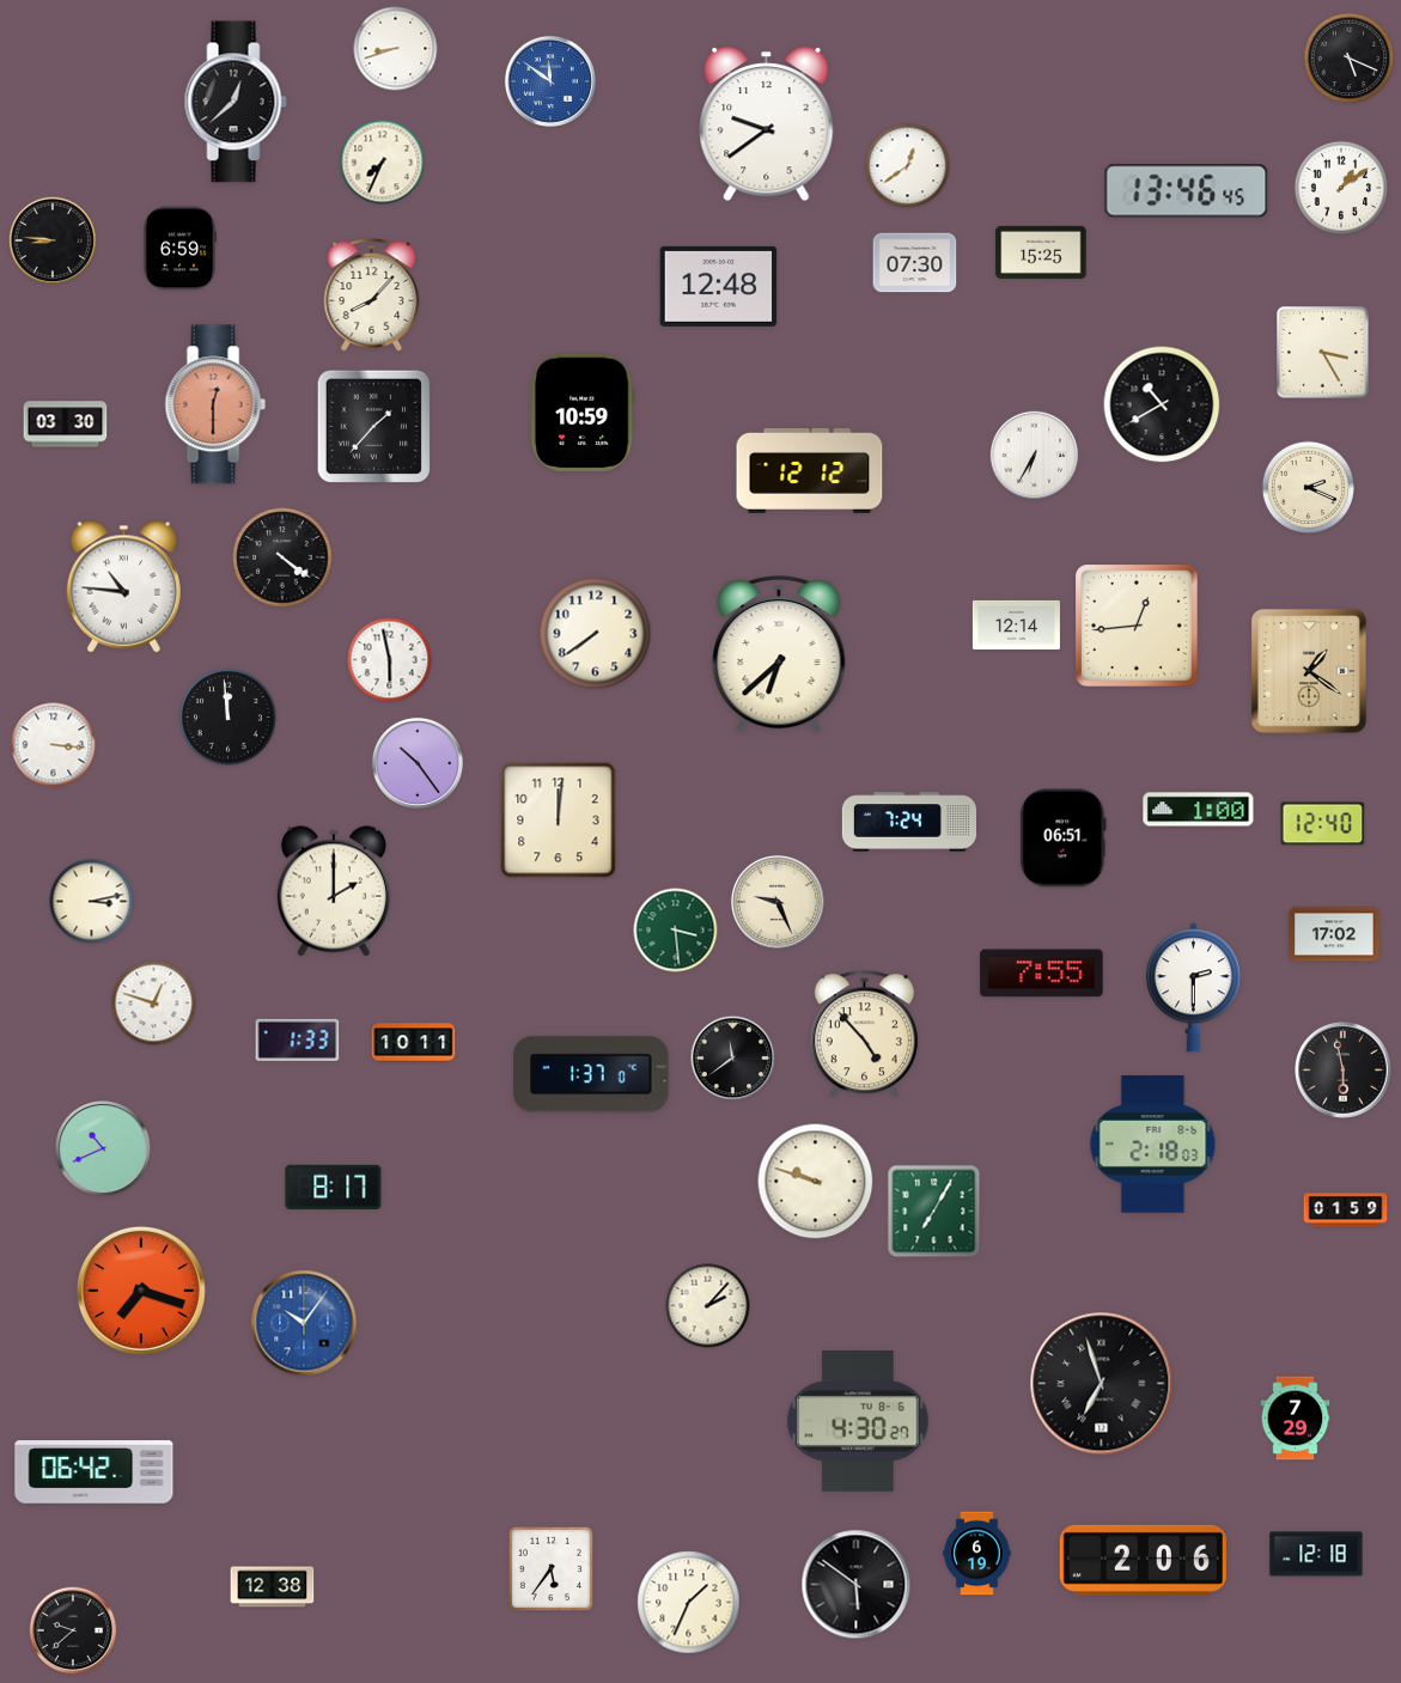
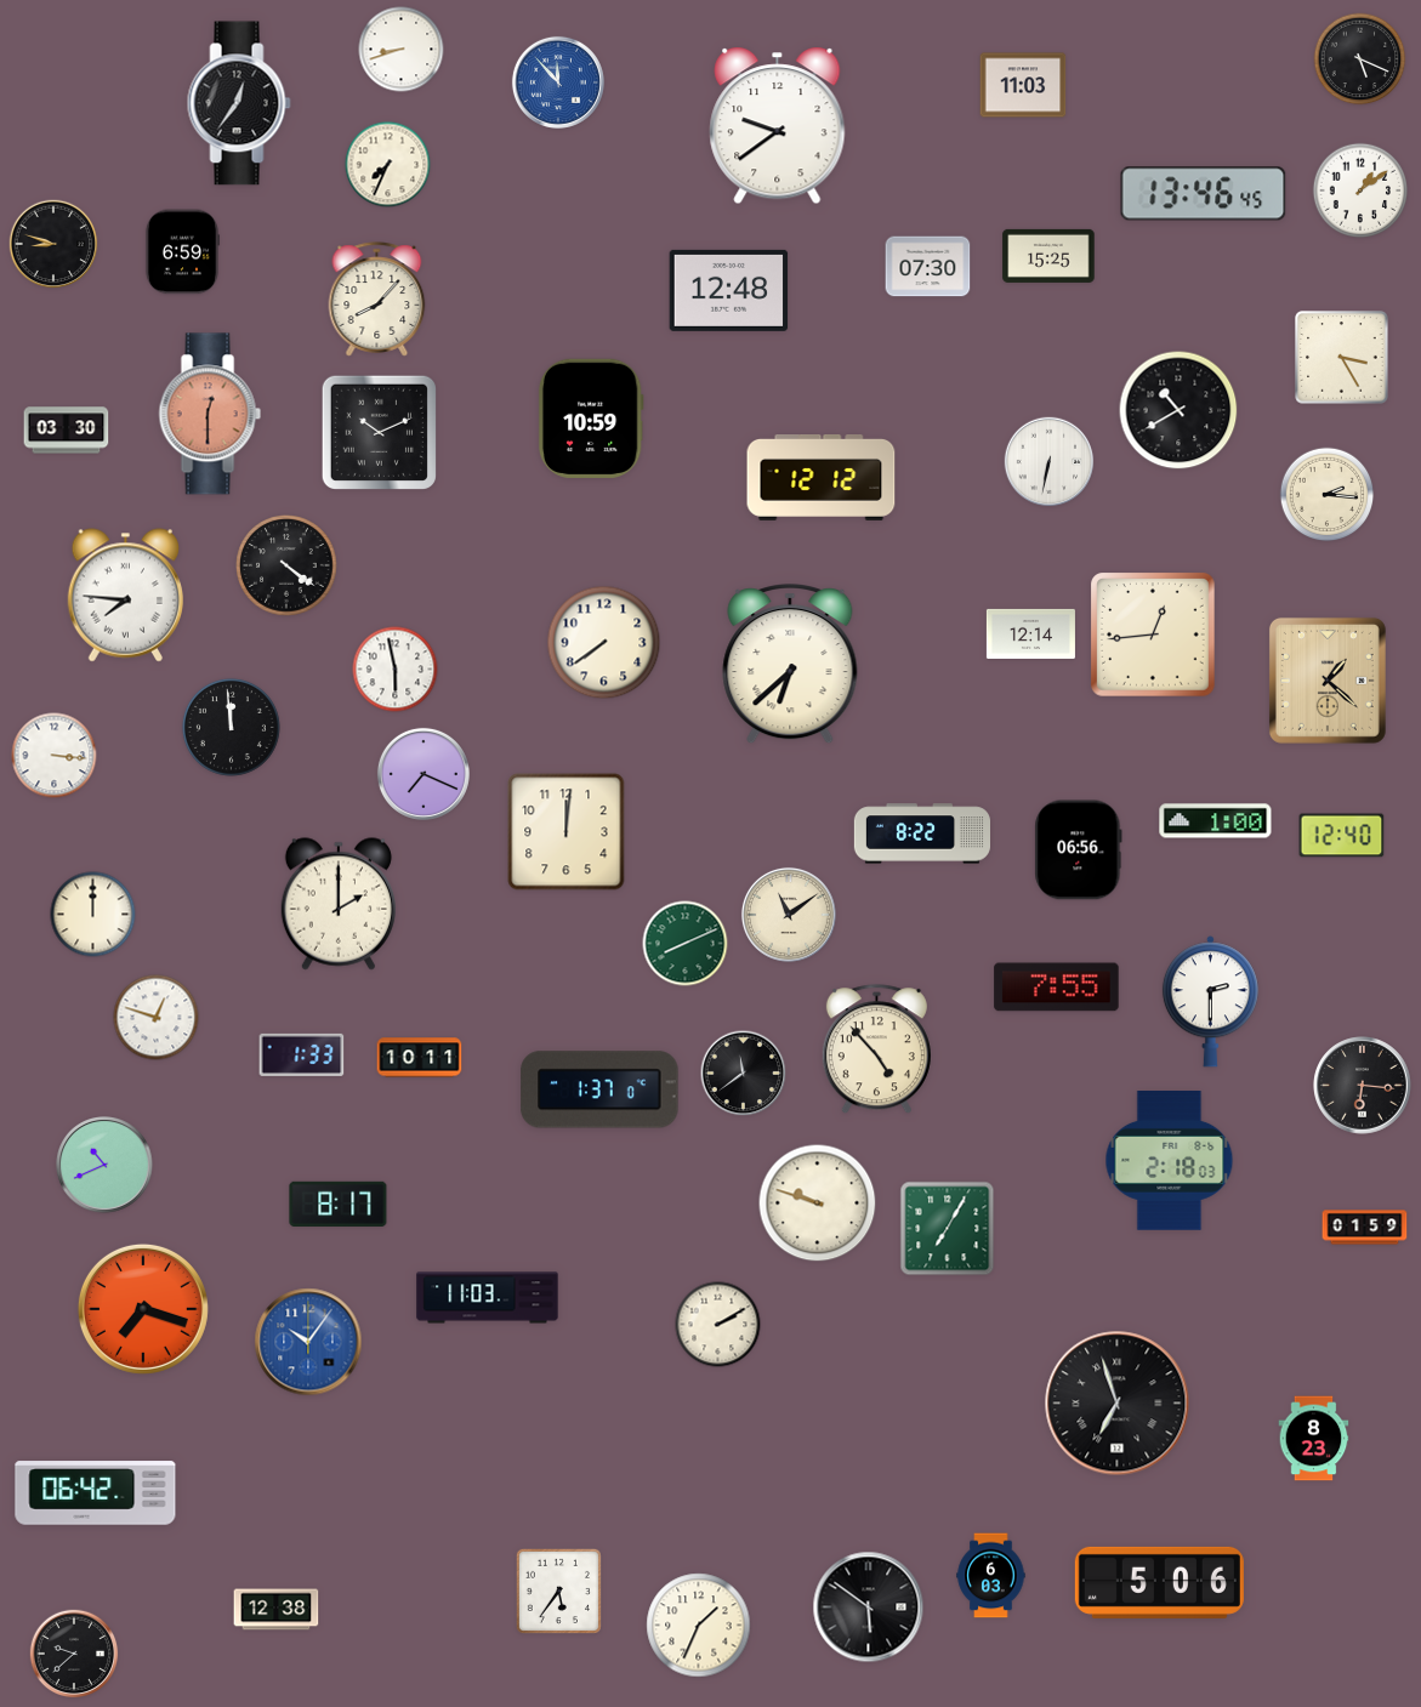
clock at (1350, 59) position: (1350, 59) -> (1360, 59)
clock at (550, 81): 11:51 -> 11:53
clock at (1023, 85): none -> 11:03
clock at (236, 102): 12:38 -> 12:36
clock at (908, 166): 12:39 -> none
clock at (53, 240): 8:46 -> 8:48
clock at (1041, 252) position: (1041, 252) -> (1048, 256)
clock at (215, 404) position: (215, 404) -> (210, 414)
clock at (373, 426): 1:37 -> 10:11
clock at (1035, 456): 6:35 -> 6:32
clock at (1309, 488): 2:19 -> 2:16
clock at (123, 587): 10:46 -> 7:46
clock at (1309, 671): 1:21 -> 1:22
clock at (418, 763): 10:24 -> 7:19
clock at (908, 822): 7:24 -> 8:22
clock at (1064, 839): 06:51 -> 06:56
clock at (92, 902): 3:13 -> 12:00
clock at (778, 902): 9:26 -> 11:09
clock at (676, 931): 3:29 -> 8:11
clock at (1334, 934): 17:02 -> none
clock at (1344, 1071): 5:58 -> 6:16
clock at (816, 1182) position: (816, 1182) -> (818, 1204)
clock at (488, 1298): none -> 11:03
clock at (708, 1306): 2:07 -> 2:10
clock at (1296, 1419): 7:29 -> 8:23
clock at (858, 1421): 4:30 -> none
clock at (977, 1554): 6:19 -> 6:03
clock at (1316, 1554): 12:18 -> none
clock at (1143, 1560): 2:06 -> 5:06
